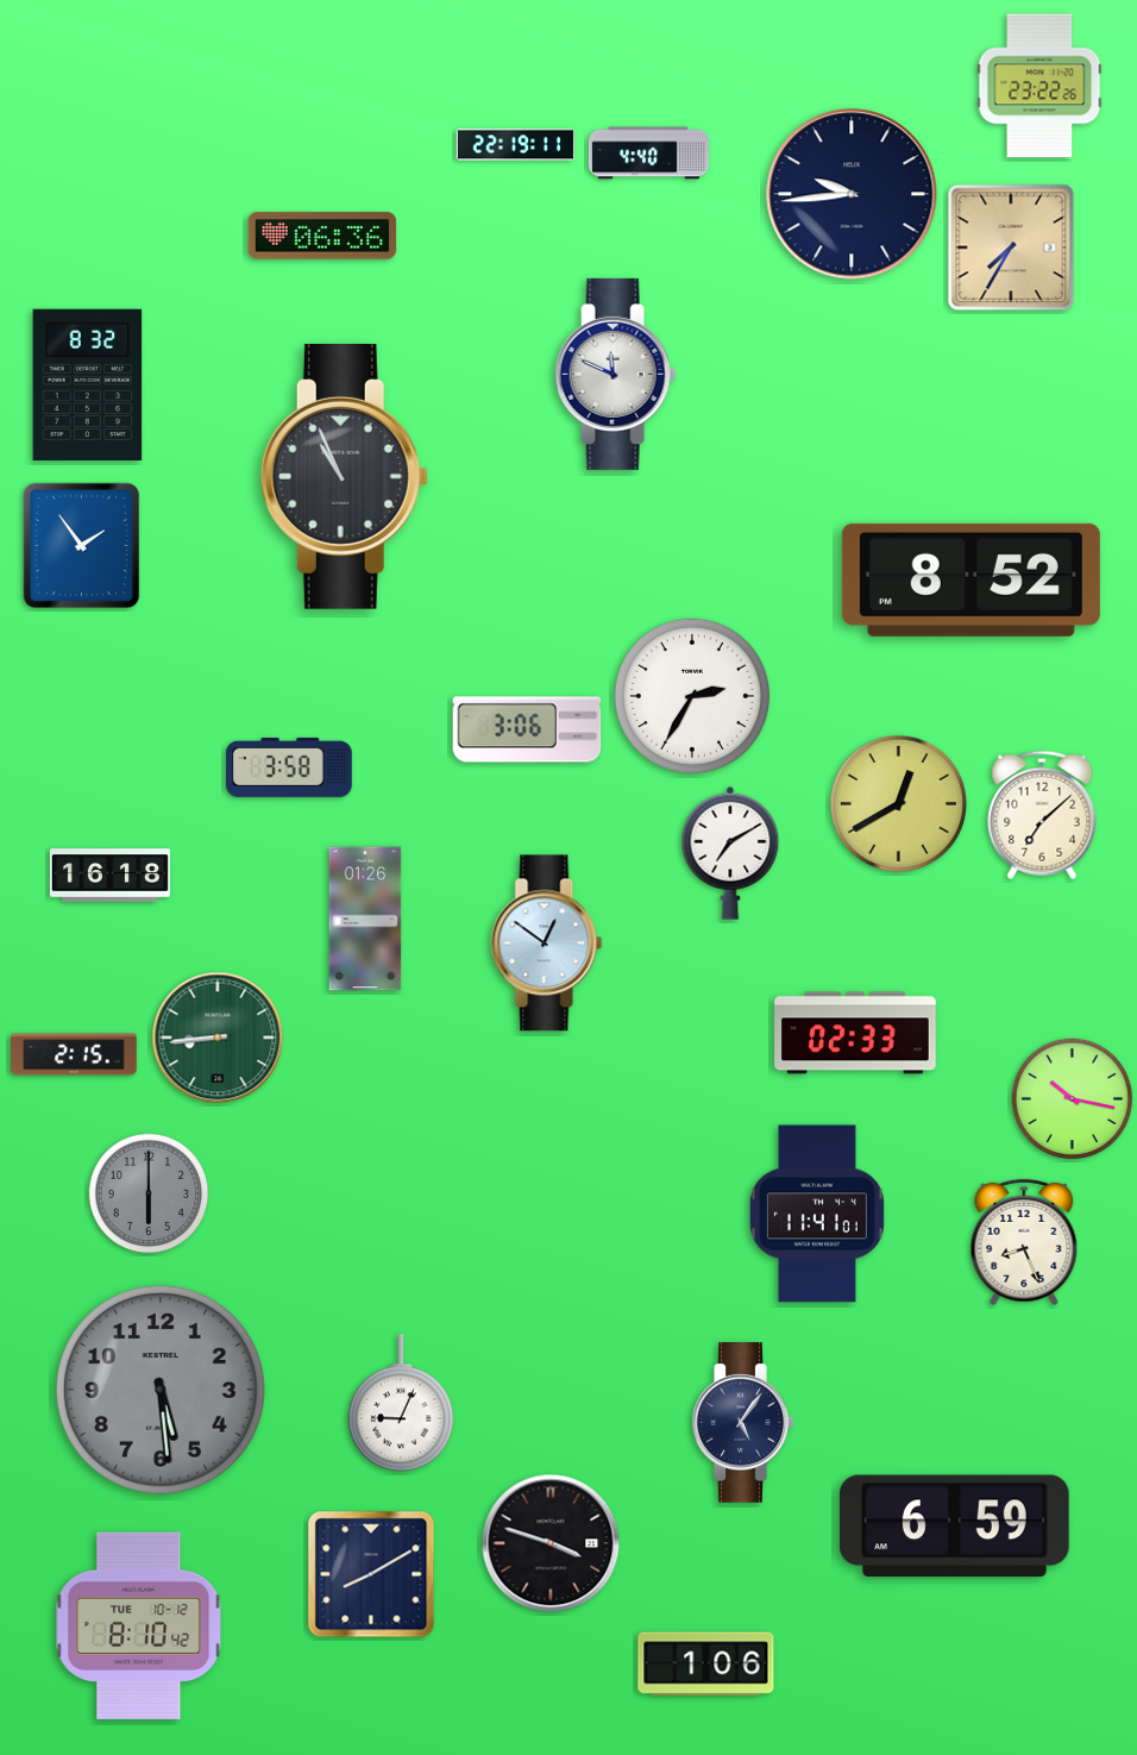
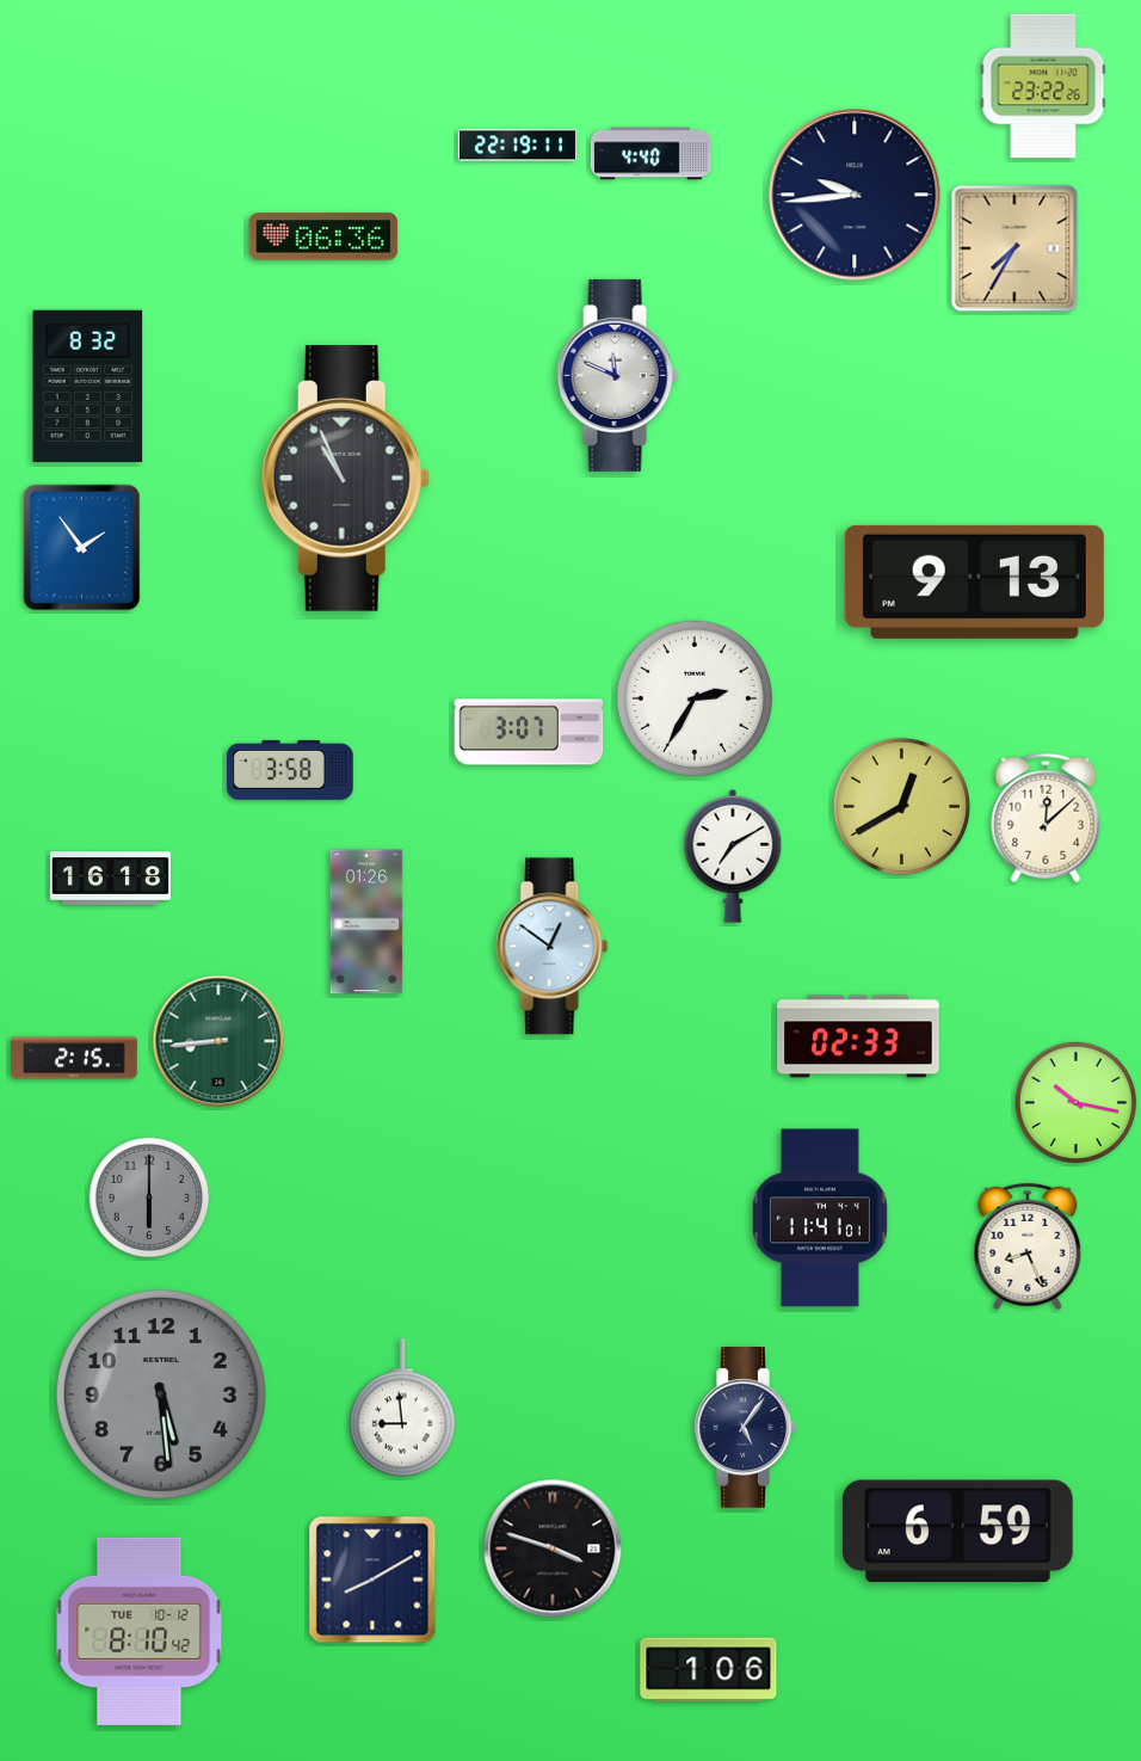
clock at (970, 579): 8:52 -> 9:13
clock at (527, 729): 3:06 -> 3:07
clock at (1042, 815): 7:08 -> 12:08
clock at (547, 944) position: (547, 944) -> (553, 947)
clock at (401, 1403): 9:04 -> 8:59
